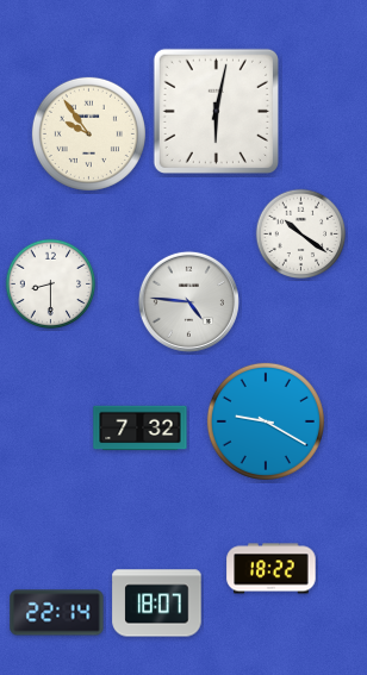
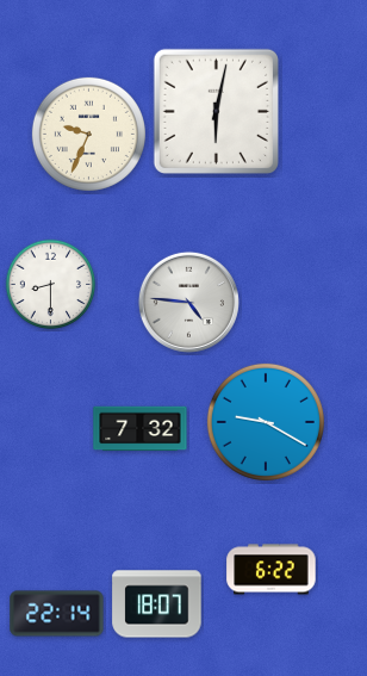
clock at (88, 133): 9:54 -> 9:34
clock at (301, 235): 10:21 -> none
clock at (272, 569): 18:22 -> 6:22
